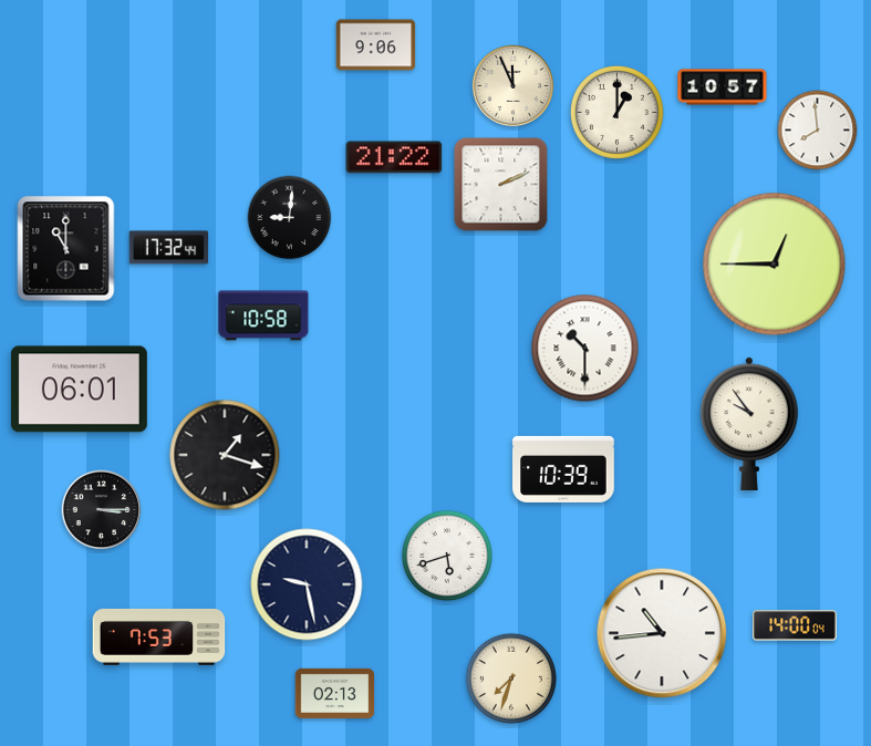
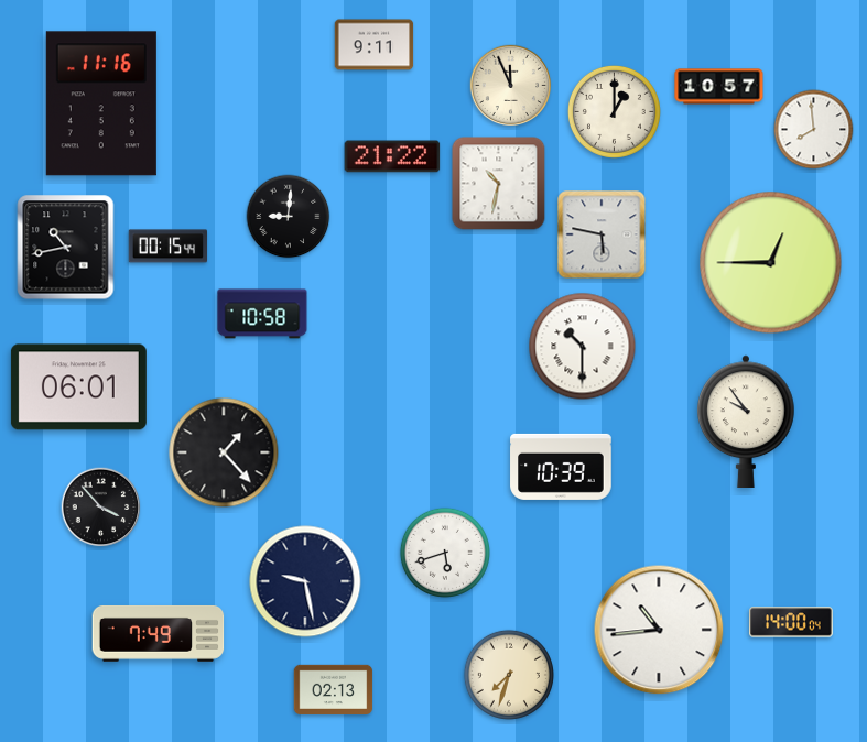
clock at (376, 45): 9:06 -> 9:11
clock at (101, 103): none -> 11:16
clock at (501, 185): 2:11 -> 10:32
clock at (602, 234): none -> 5:47
clock at (169, 248): 17:32 -> 00:15
clock at (66, 249): 11:00 -> 10:43
clock at (225, 455): 1:18 -> 1:23
clock at (102, 510): 3:15 -> 3:53
clock at (159, 636): 7:53 -> 7:49
